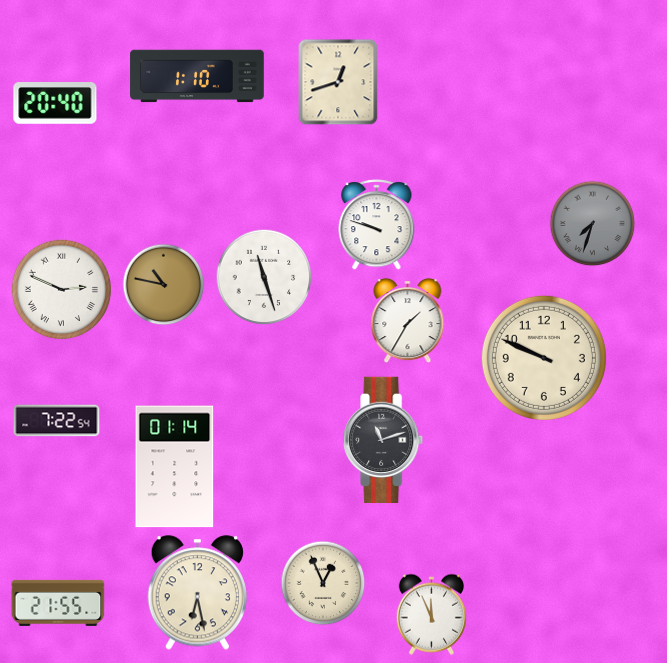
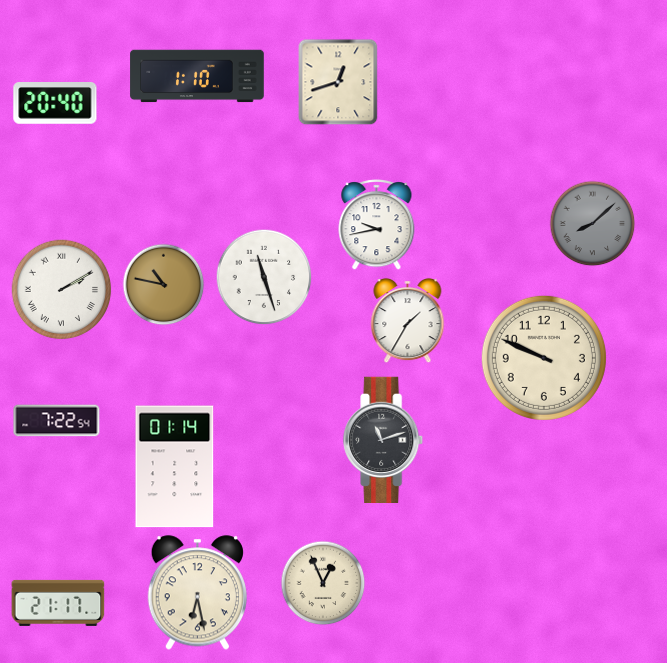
clock at (593, 224): 7:33 -> 8:08
clock at (377, 225): 9:48 -> 9:43
clock at (62, 290): 2:49 -> 2:10
clock at (58, 603): 21:55 -> 21:17
clock at (431, 614): 11:56 -> none
